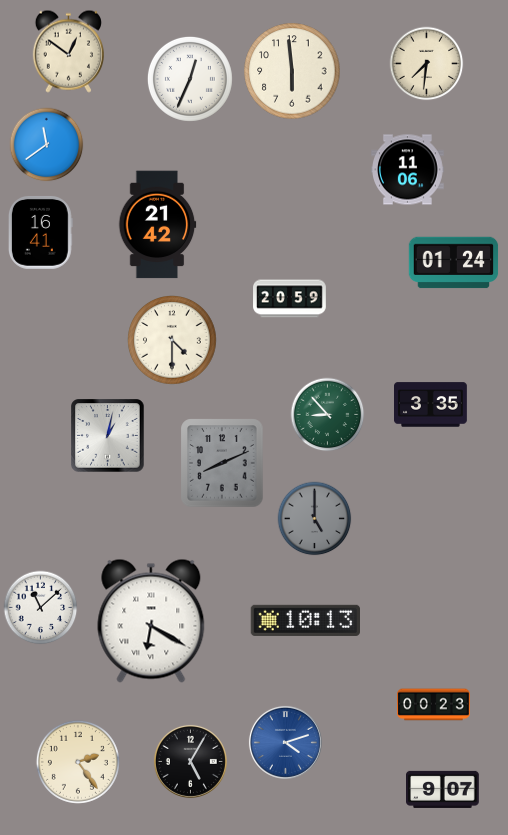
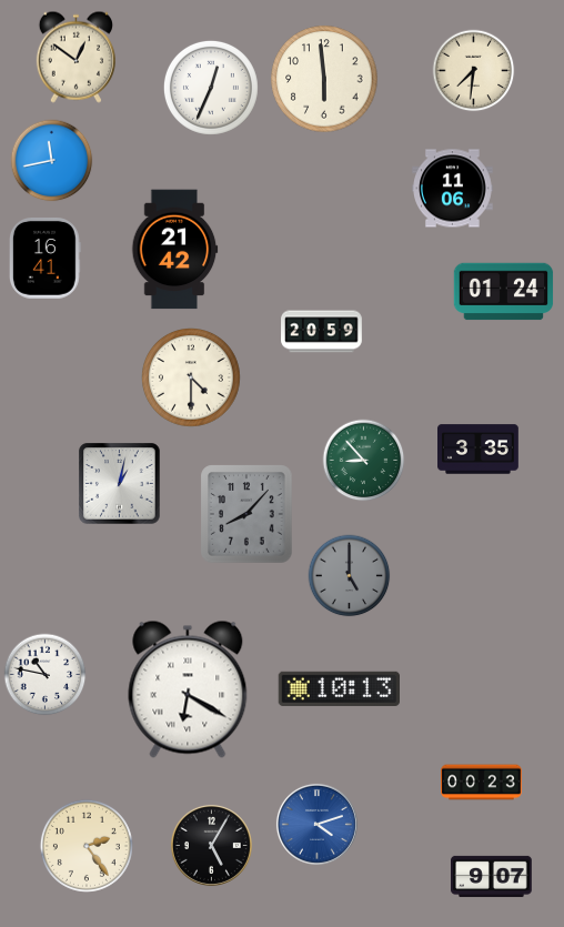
clock at (47, 145): 11:39 -> 11:43
clock at (222, 463): 8:11 -> 8:07
clock at (41, 608): 11:08 -> 10:47
clock at (151, 621) position: (151, 621) -> (188, 689)
